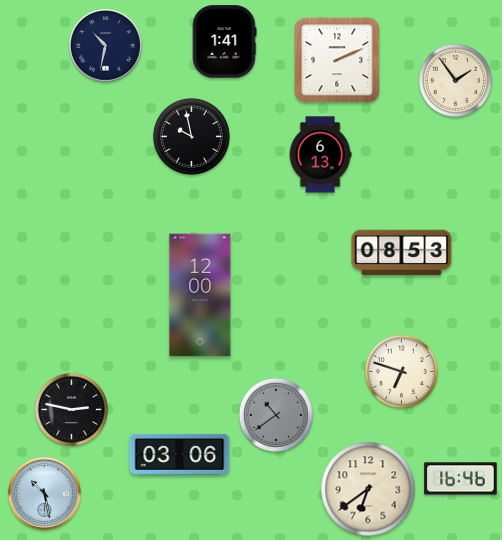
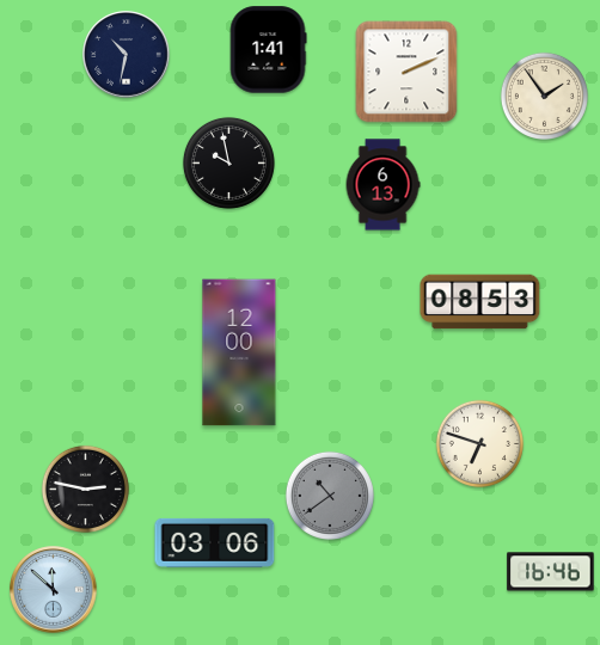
clock at (337, 60) position: (337, 60) -> (406, 72)
clock at (368, 489): 6:39 -> none
clock at (45, 494): 10:28 -> 11:52
